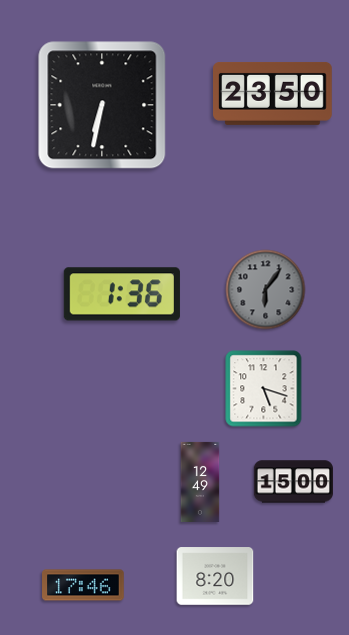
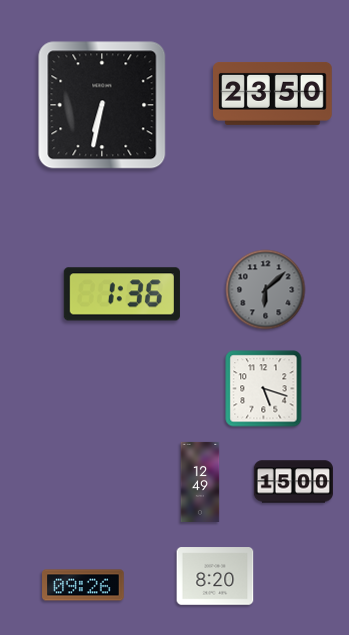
clock at (266, 290): 6:06 -> 6:08
clock at (83, 585): 17:46 -> 09:26
